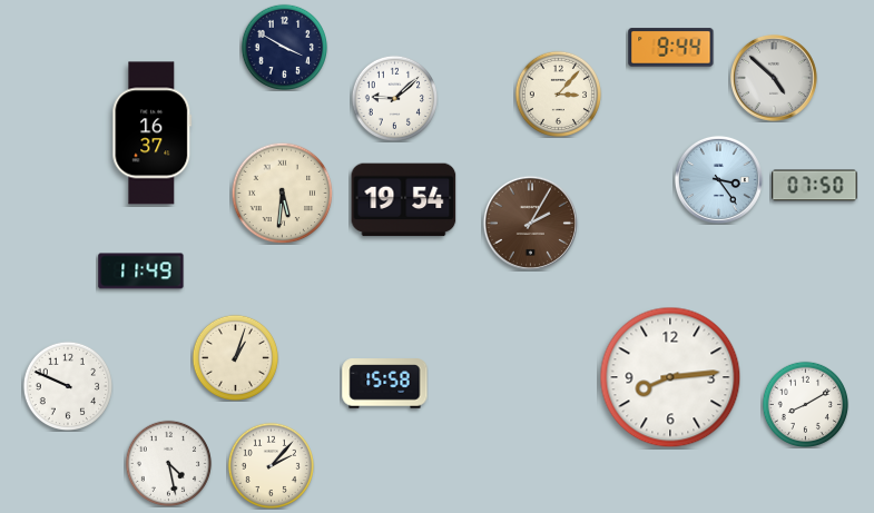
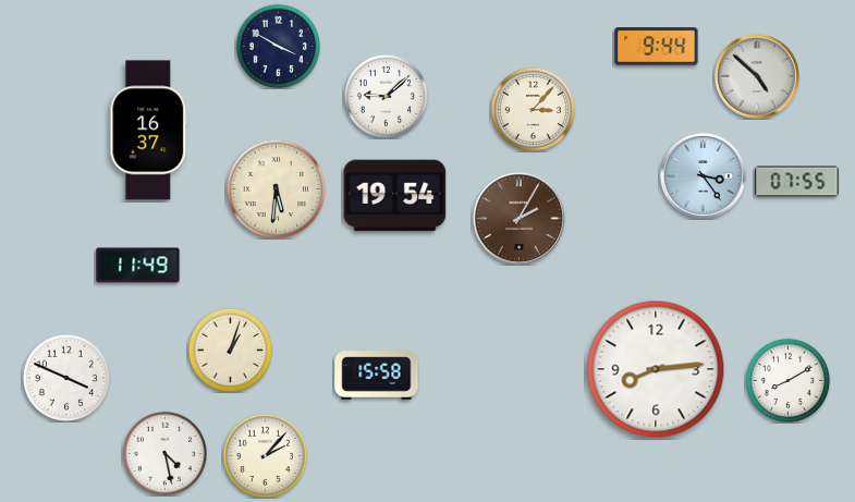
clock at (558, 93) position: (558, 93) -> (533, 109)
clock at (815, 186): 07:50 -> 07:55
clock at (67, 385): 9:49 -> 3:49
clock at (805, 404) position: (805, 404) -> (787, 380)
